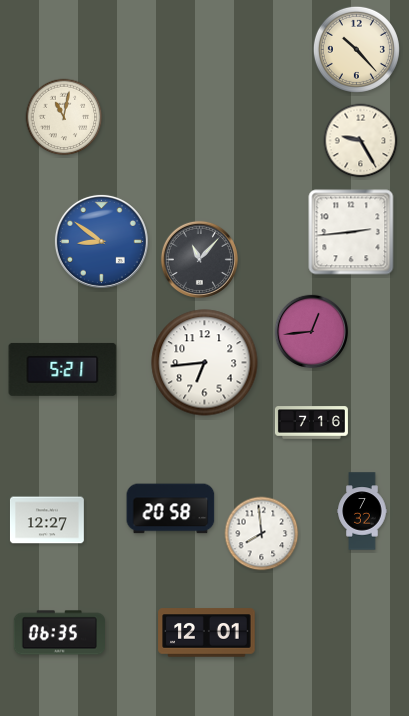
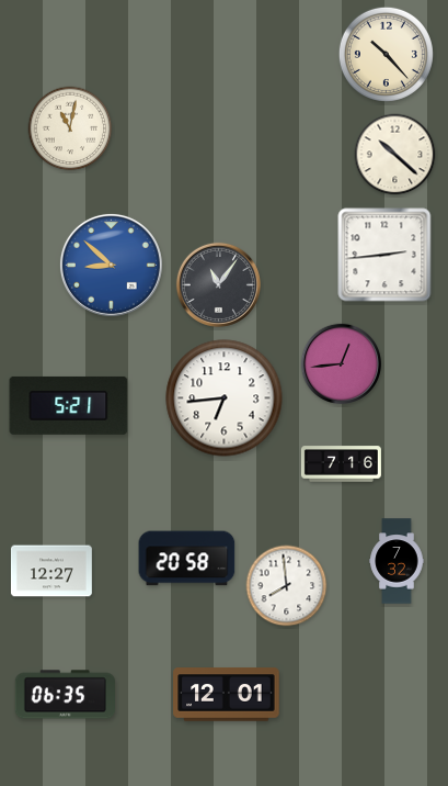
clock at (356, 49) position: (356, 49) -> (386, 54)
clock at (361, 141): 9:25 -> 10:22
clock at (101, 241): 8:51 -> 8:52
clock at (199, 259): 11:07 -> 11:06
